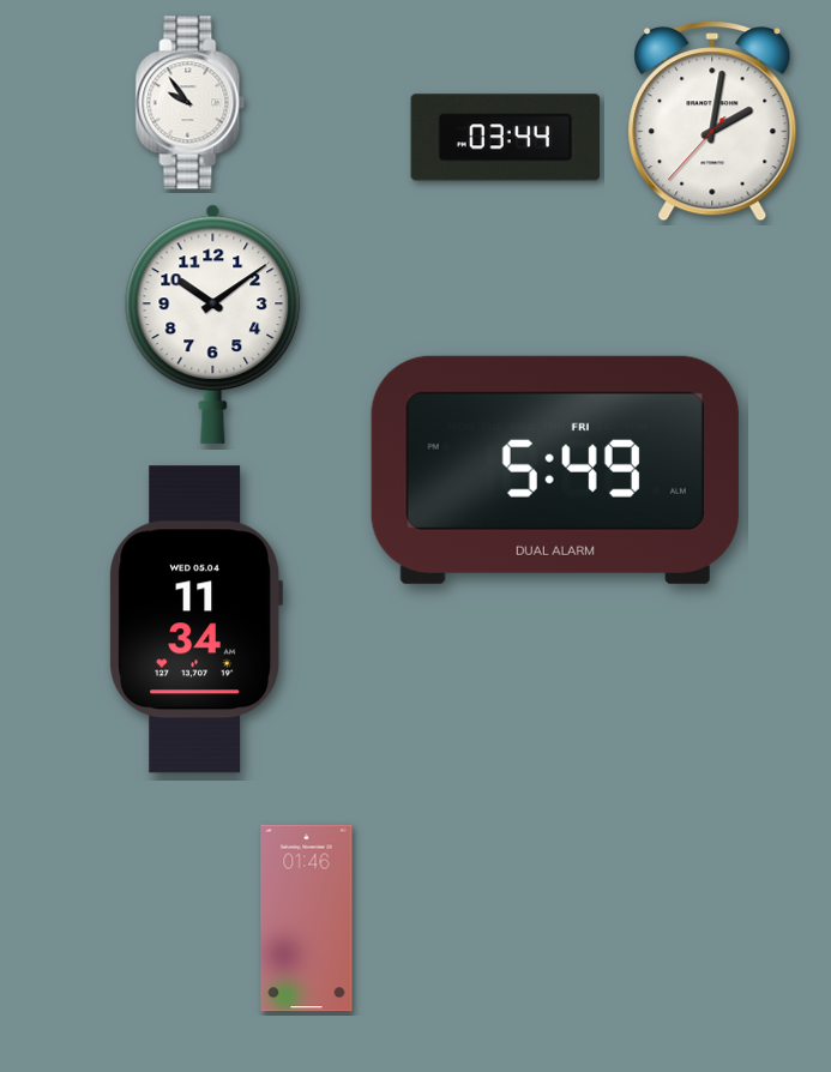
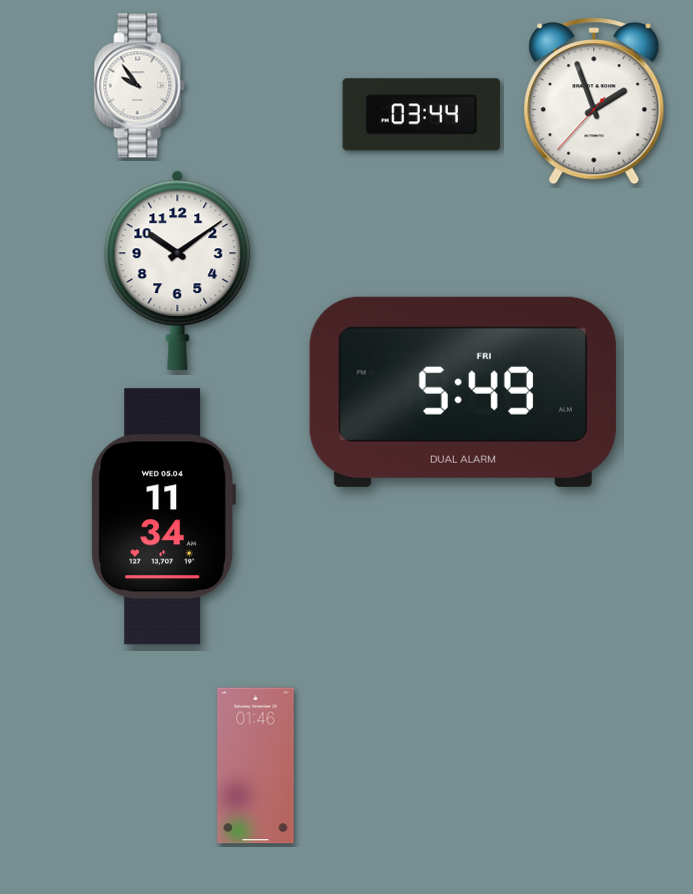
clock at (191, 103) position: (191, 103) -> (140, 86)
clock at (712, 121): 2:01 -> 1:56
